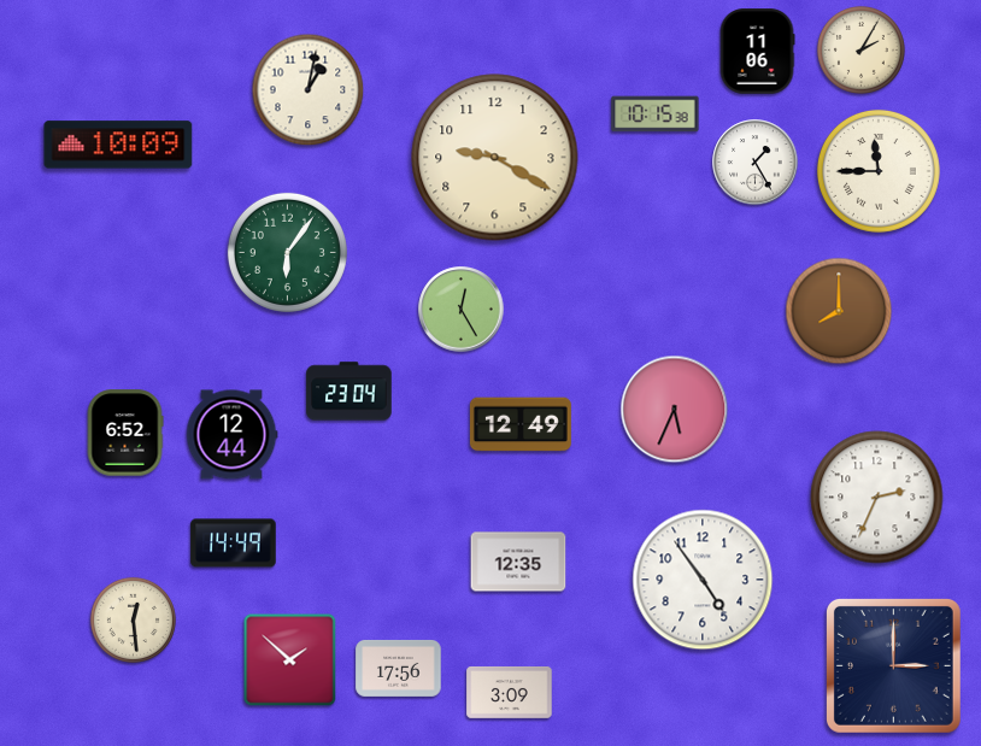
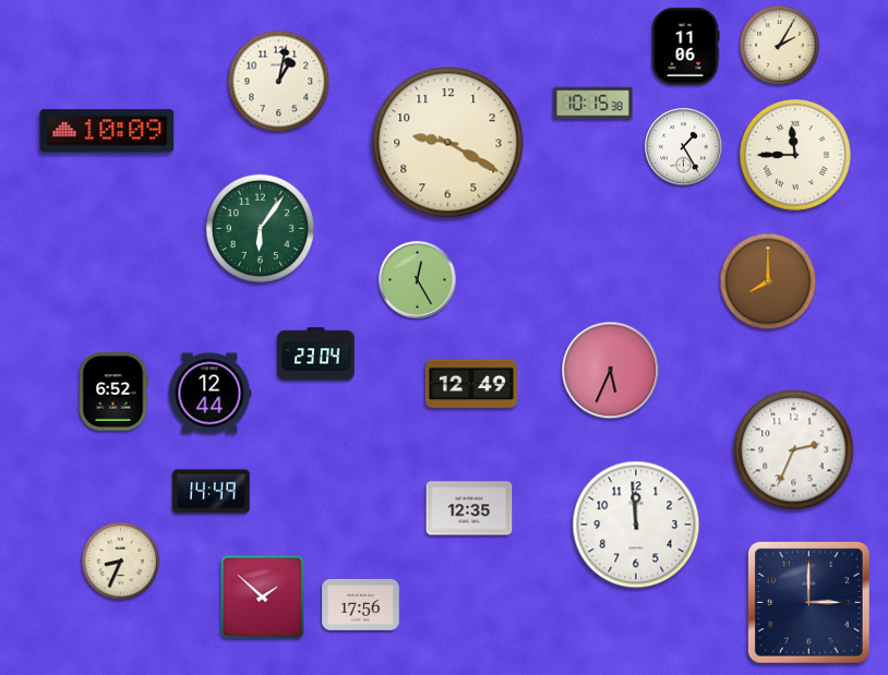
clock at (839, 311) position: (839, 311) -> (768, 281)
clock at (703, 580): 4:54 -> 11:59
clock at (133, 619): 12:29 -> 8:34
clock at (510, 692): 3:09 -> none
